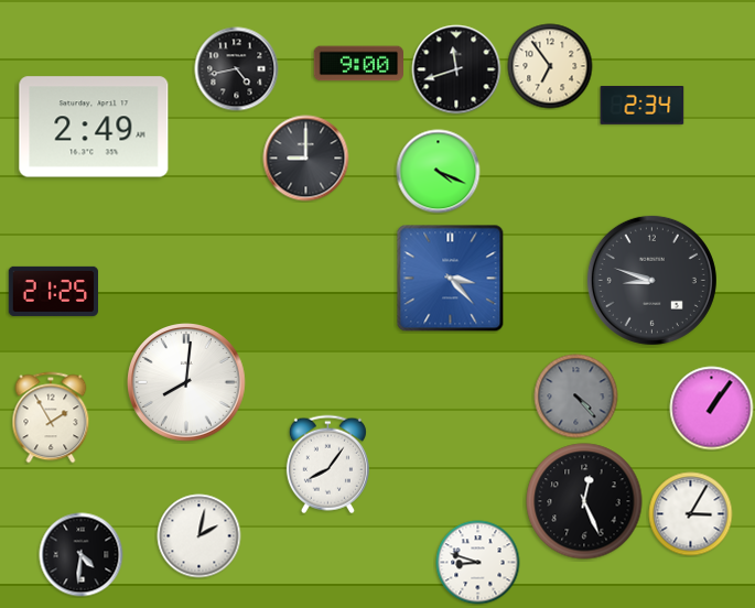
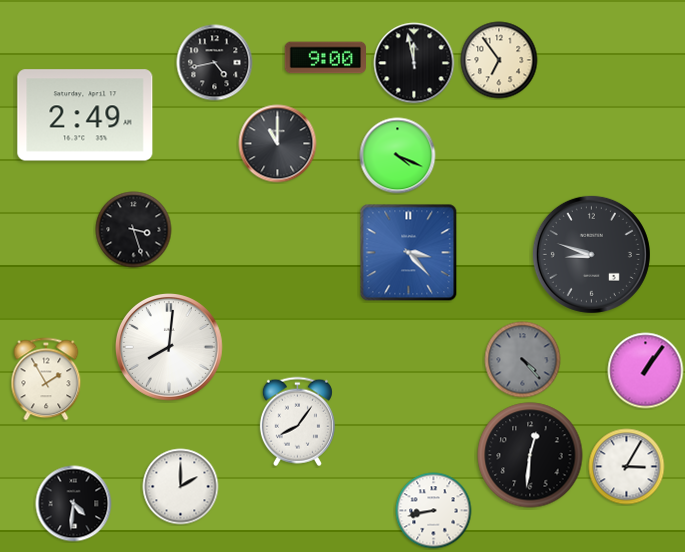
clock at (456, 69): 11:42 -> 11:58
clock at (643, 105): 2:34 -> none
clock at (306, 159): 9:00 -> 11:00
clock at (134, 230): none -> 3:27
clock at (54, 291): 21:25 -> none
clock at (584, 501): 12:26 -> 12:31
clock at (199, 536): 2:02 -> 2:00
clock at (478, 563): 8:48 -> 8:43
